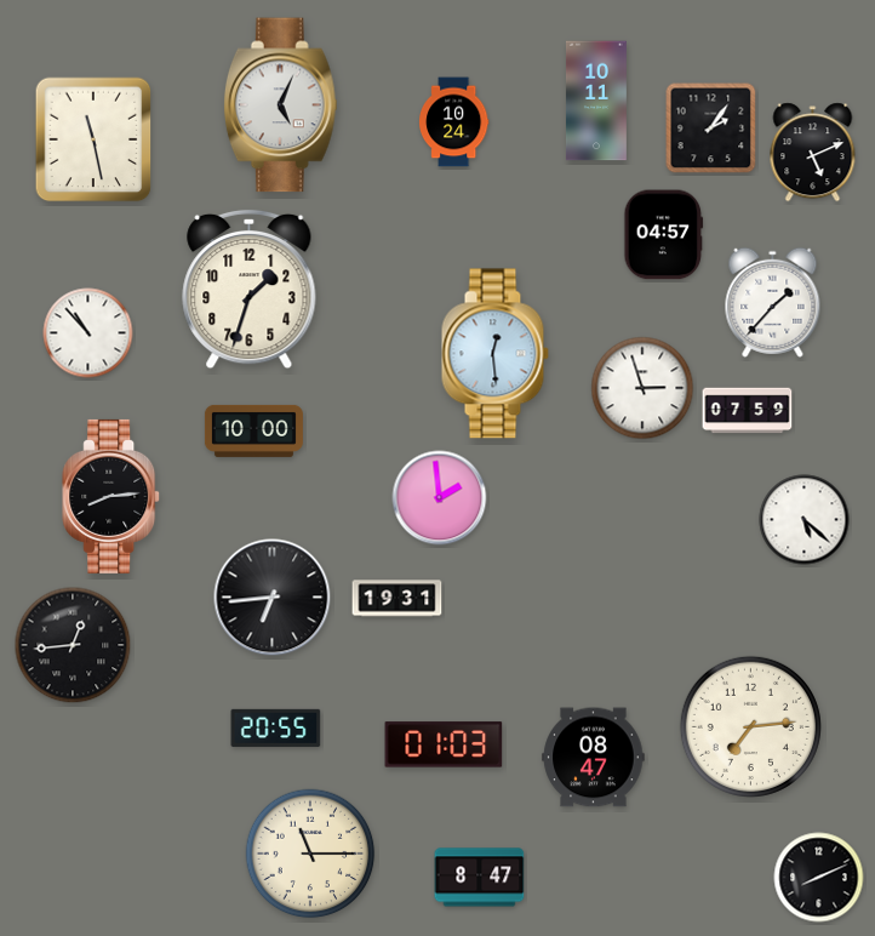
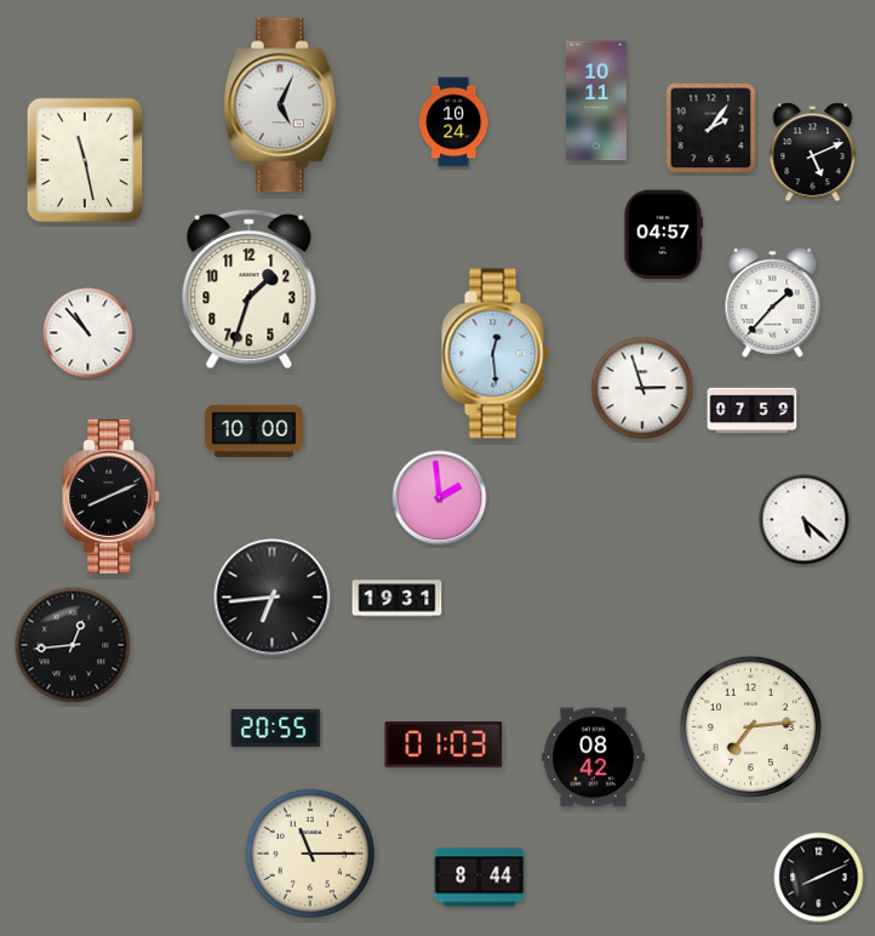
clock at (93, 139) position: (93, 139) -> (85, 160)
clock at (748, 411) position: (748, 411) -> (753, 411)
clock at (111, 496): 8:14 -> 8:11
clock at (594, 758): 08:47 -> 08:42
clock at (480, 878): 8:47 -> 8:44
